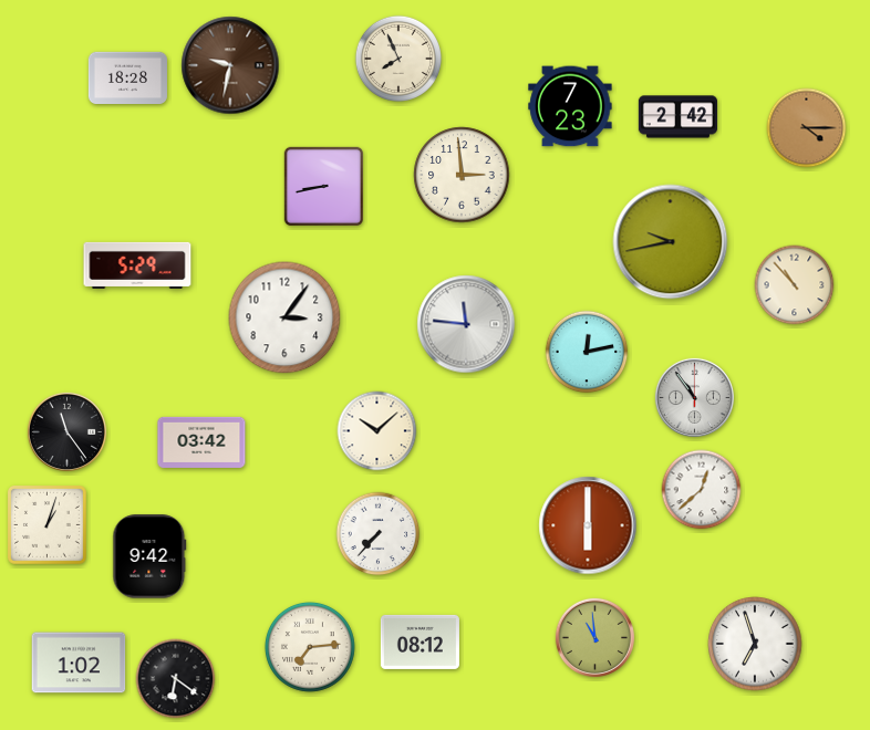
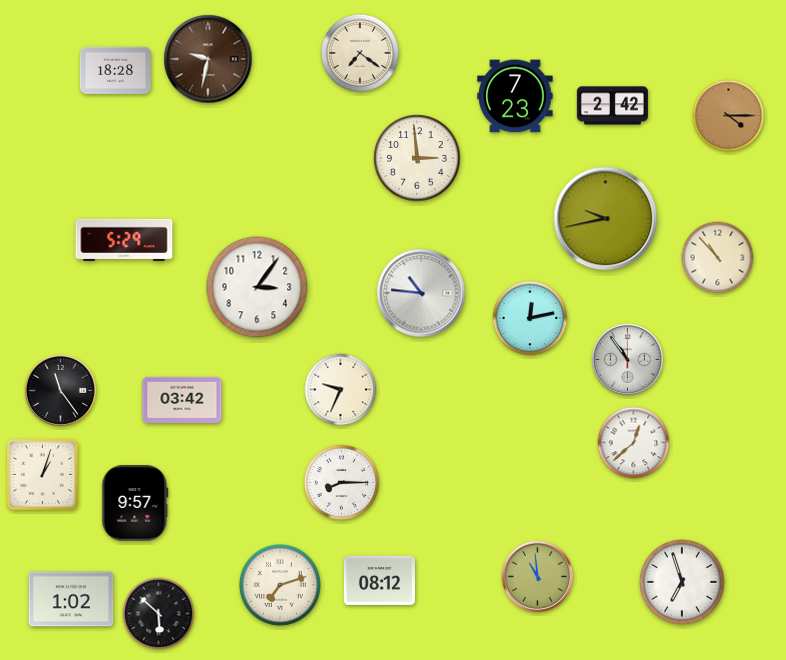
clock at (398, 59): 7:56 -> 7:21
clock at (323, 186): 8:43 -> none
clock at (466, 324): 11:46 -> 10:46
clock at (377, 431): 10:08 -> 9:34
clock at (588, 525): 6:00 -> none
clock at (379, 534): 7:37 -> 8:15
clock at (149, 556): 9:42 -> 9:57
clock at (310, 647): 7:14 -> 7:12
clock at (176, 679): 6:21 -> 5:52
